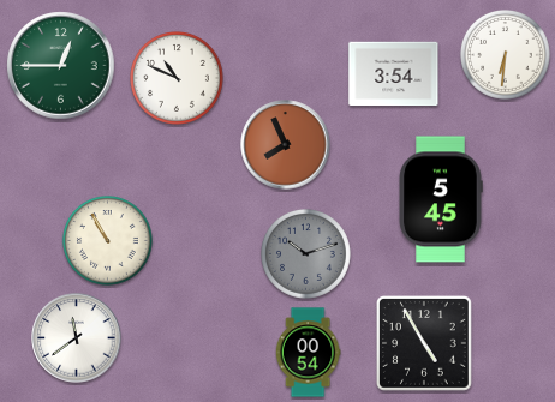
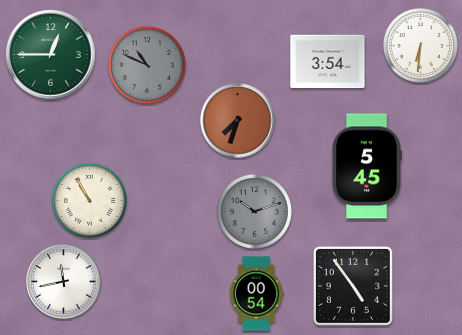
clock at (178, 79) dial: white -> grey
clock at (286, 145): 7:56 -> 7:33
clock at (77, 338): 11:39 -> 11:43
clock at (425, 344): 4:55 -> 4:54
